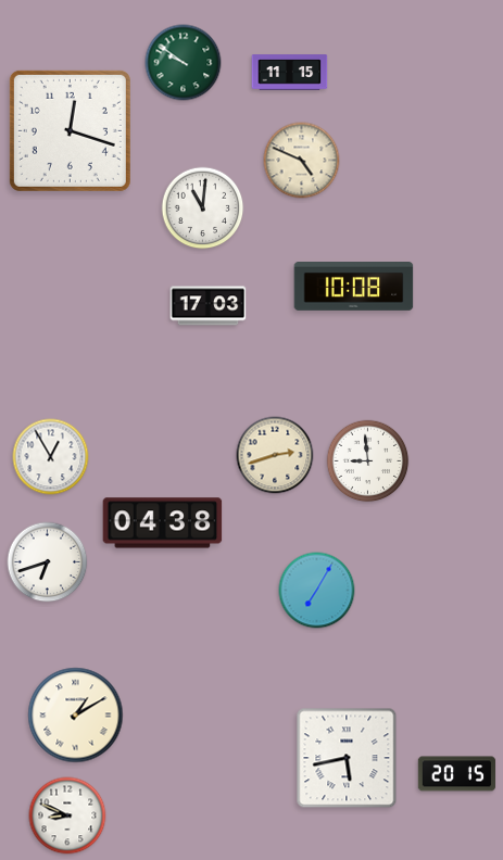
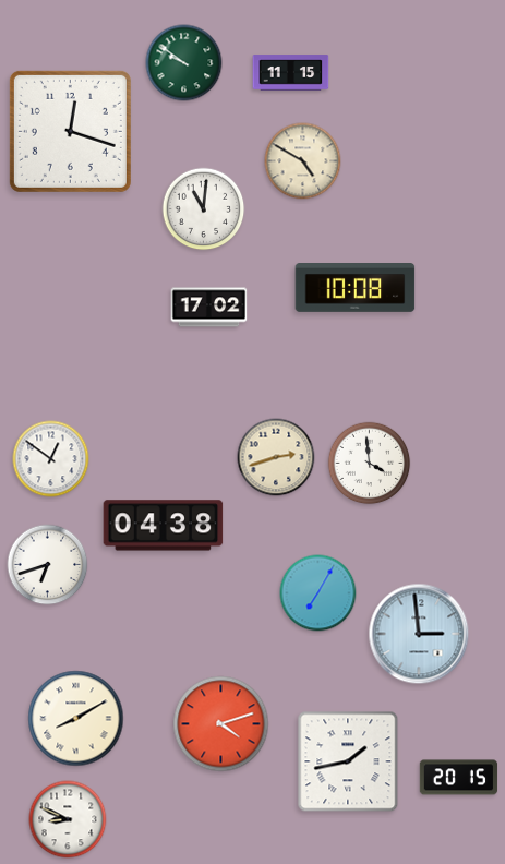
clock at (302, 161): 4:49 -> 4:50
clock at (209, 306): 17:03 -> 17:02
clock at (51, 457): 12:55 -> 12:51
clock at (368, 461): 8:59 -> 3:59
clock at (419, 634): none -> 2:59
clock at (76, 716): 1:10 -> 8:10
clock at (221, 724): none -> 4:12
clock at (347, 758): 5:43 -> 1:43
